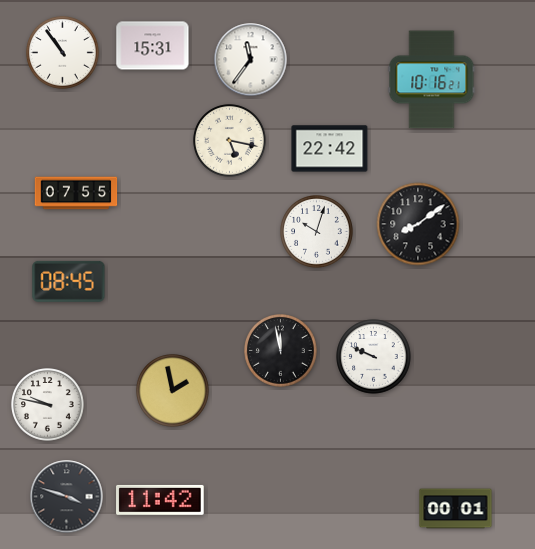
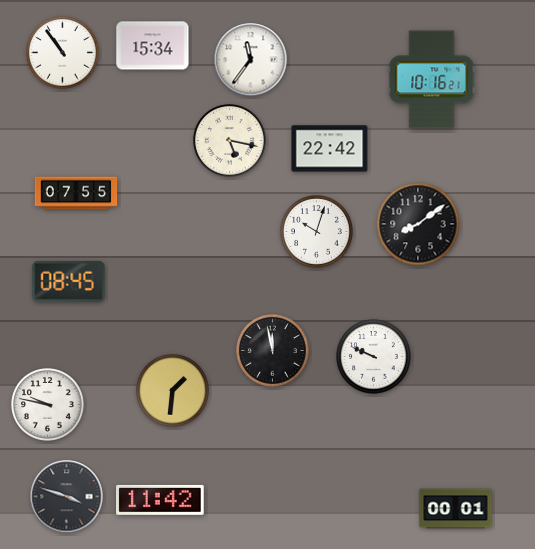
clock at (153, 46): 15:31 -> 15:34
clock at (281, 351) position: (281, 351) -> (273, 351)
clock at (173, 391): 1:58 -> 1:31
